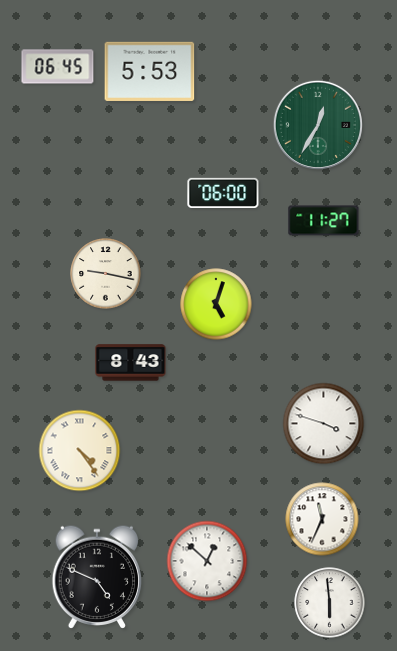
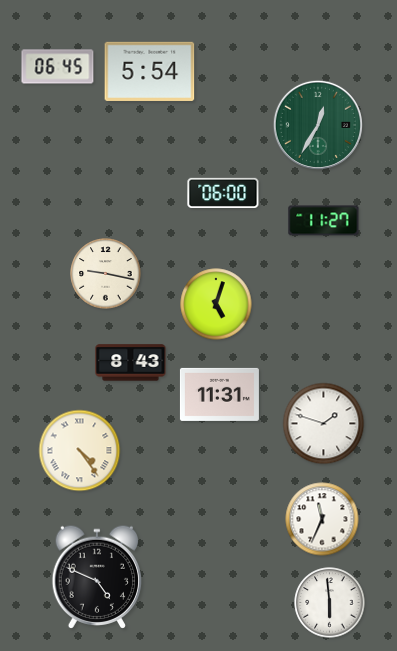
clock at (150, 71): 5:53 -> 5:54
clock at (219, 394): none -> 11:31
clock at (324, 424): 3:48 -> 1:48
clock at (207, 561): 12:52 -> none
